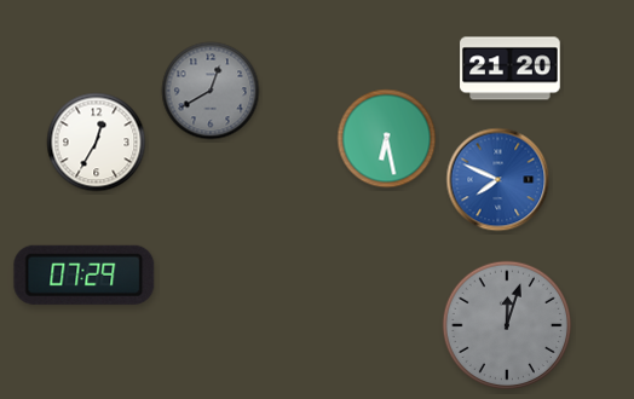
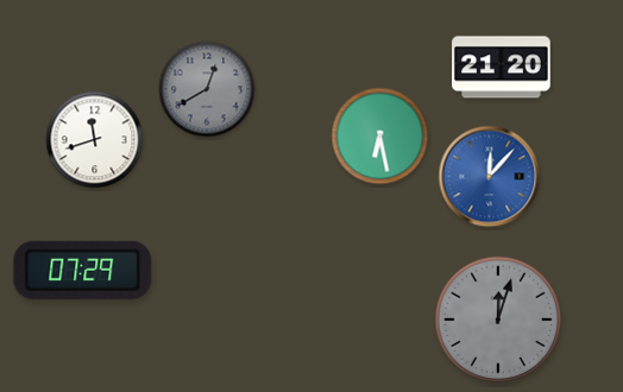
clock at (97, 143): 12:35 -> 11:42
clock at (498, 180): 7:49 -> 12:07
